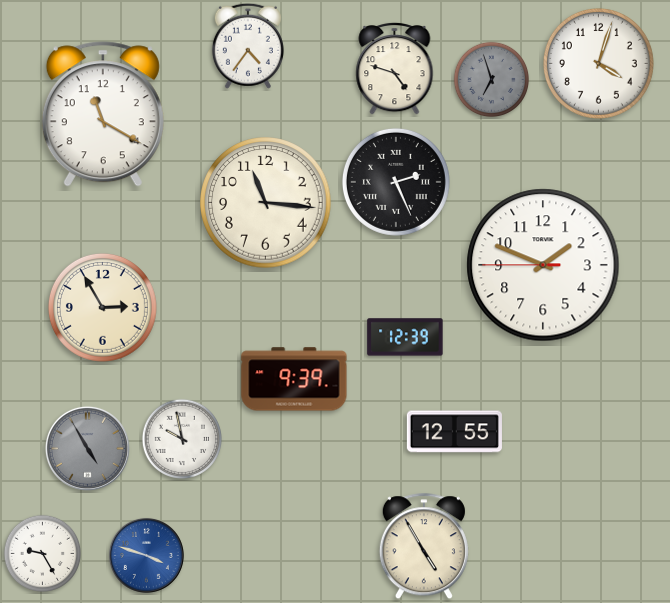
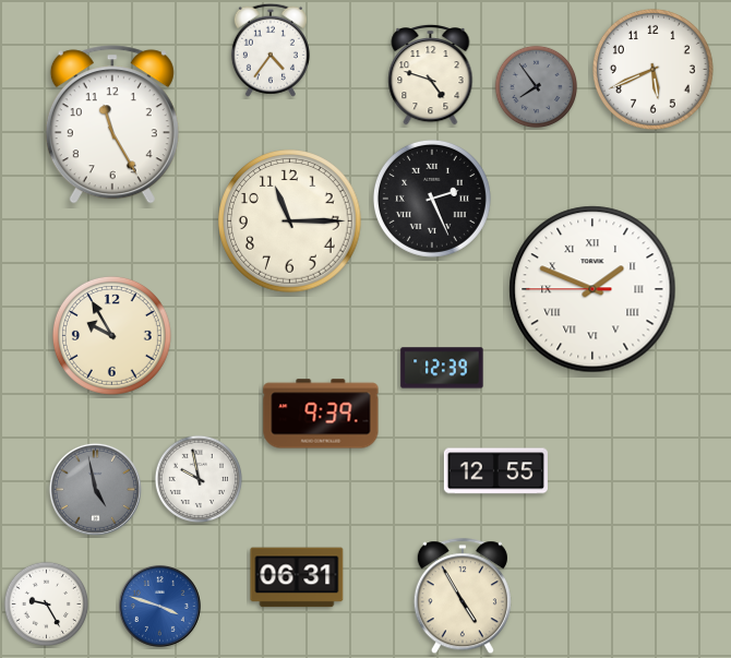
clock at (598, 63): 4:03 -> 5:41
clock at (492, 80): 6:57 -> 7:54
clock at (103, 114): 11:20 -> 11:25
clock at (266, 203): 11:16 -> 11:15
clock at (543, 265) numerals: Arabic -> Roman
clock at (102, 307): 2:55 -> 9:55
clock at (87, 448): 4:55 -> 4:58
clock at (297, 577): none -> 06:31
